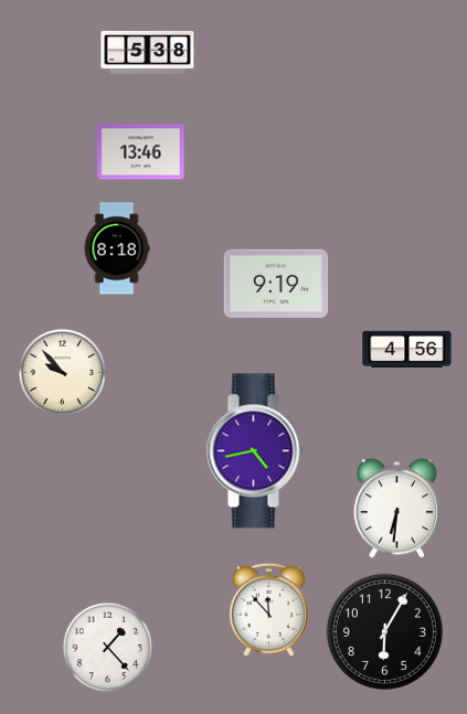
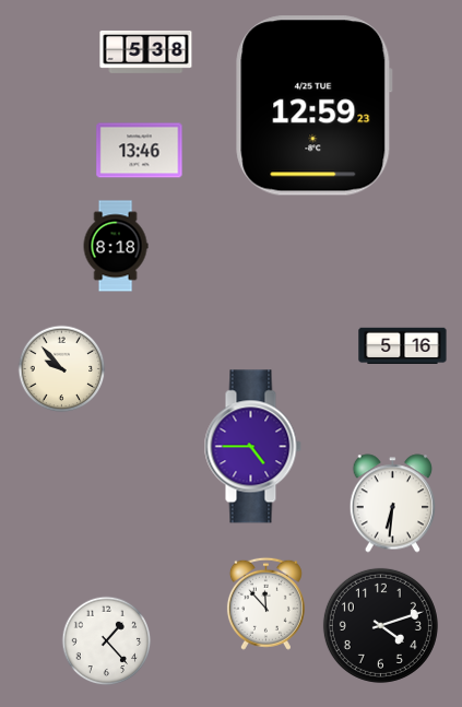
clock at (315, 106): none -> 12:59
clock at (276, 283): 9:19 -> none
clock at (407, 349): 4:56 -> 5:16
clock at (255, 451): 4:43 -> 4:45
clock at (384, 631): 6:05 -> 4:12
